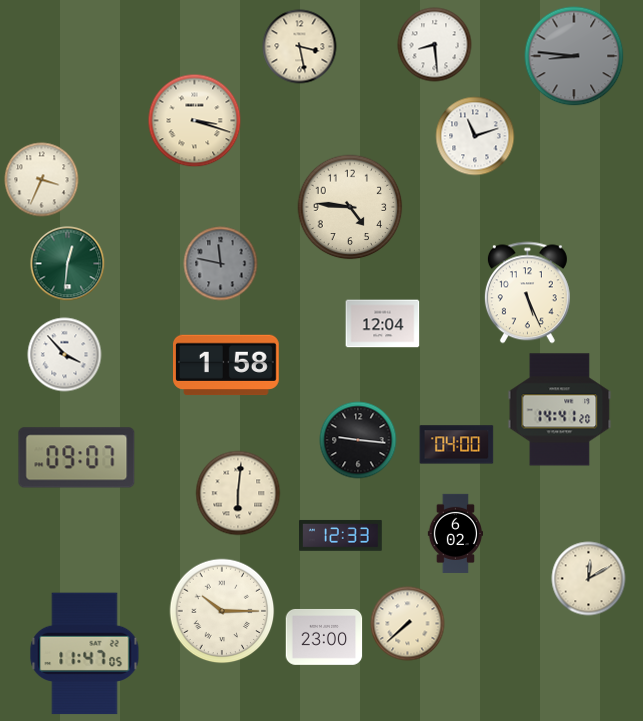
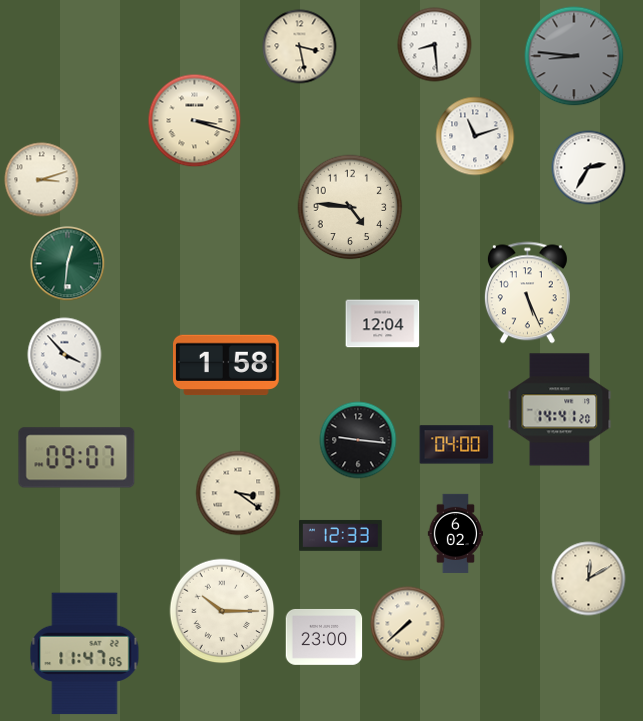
clock at (589, 168): none -> 2:35
clock at (42, 180): 3:34 -> 3:12
clock at (221, 264): 11:47 -> none
clock at (238, 493): 6:01 -> 3:21
